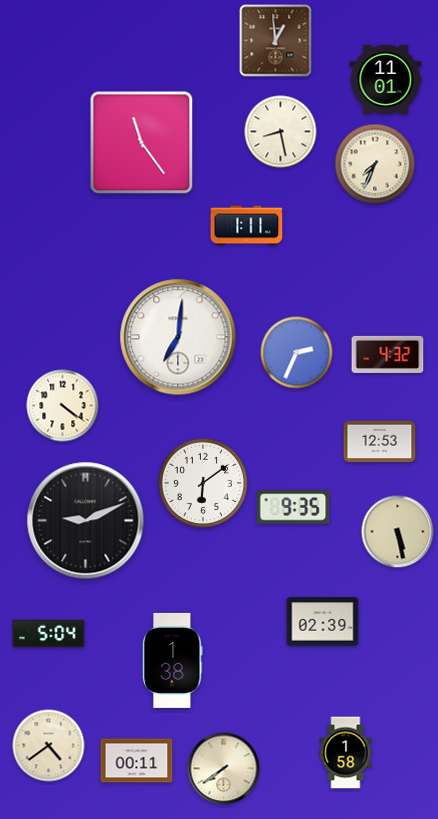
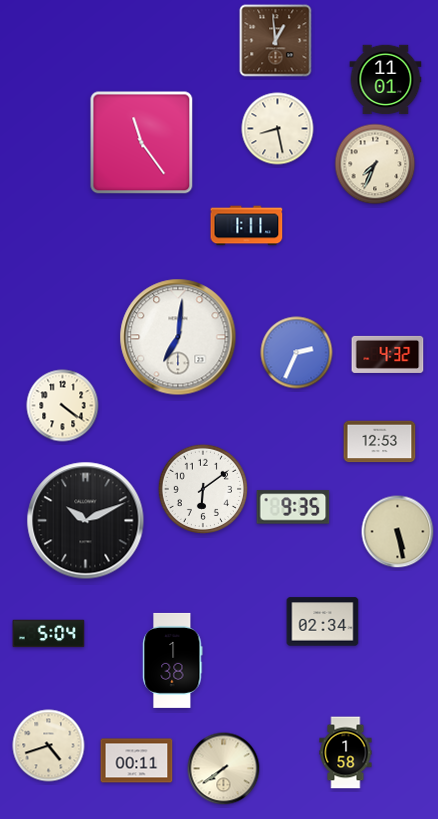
clock at (281, 132) position: (281, 132) -> (278, 129)
clock at (202, 482) position: (202, 482) -> (202, 488)
clock at (86, 521): 9:11 -> 10:11
clock at (323, 622): 02:39 -> 02:34
clock at (49, 746): 4:39 -> 4:42
